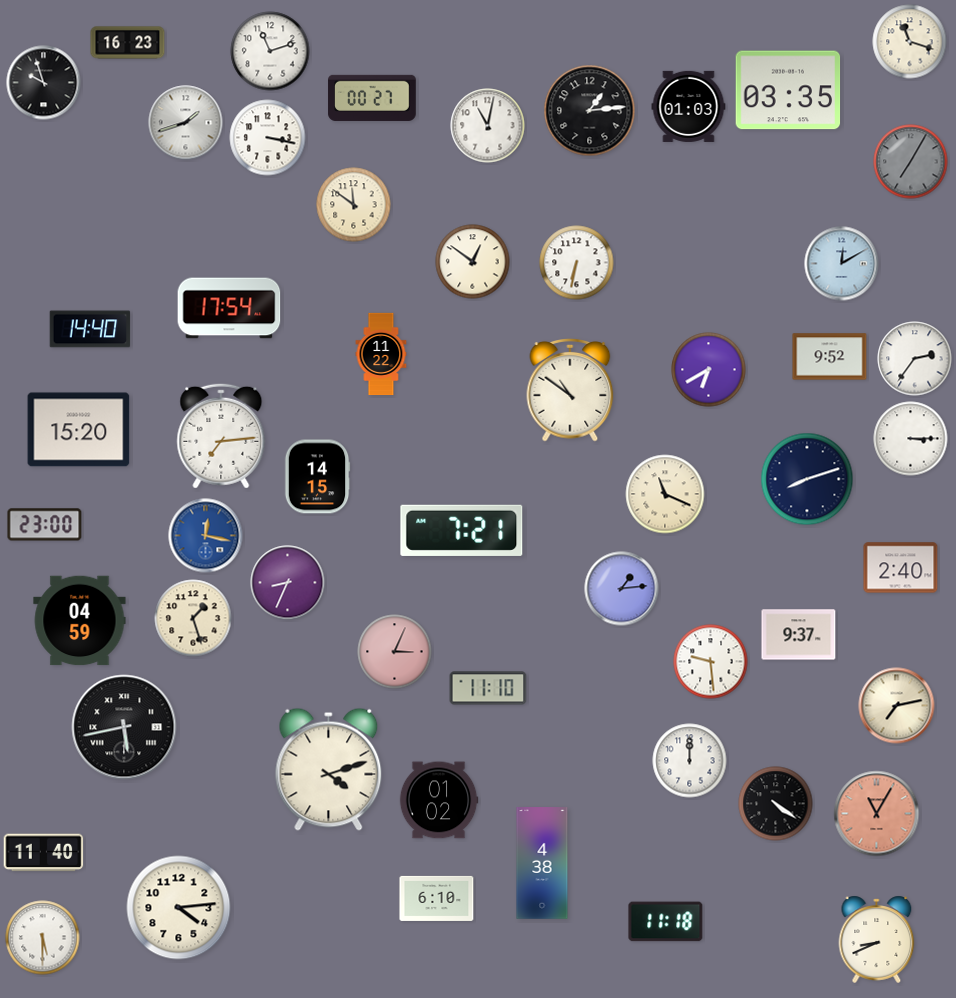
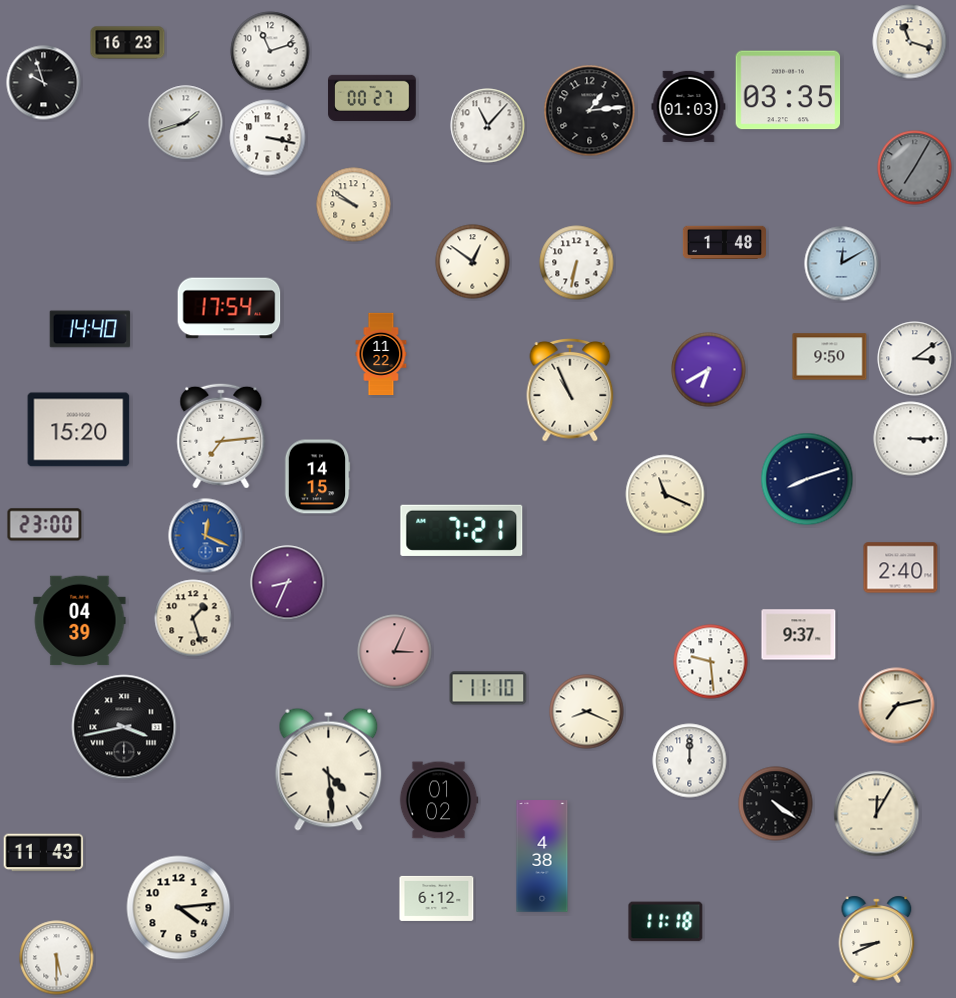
clock at (488, 126): 11:02 -> 11:07
clock at (911, 162) position: (911, 162) -> (915, 168)
clock at (354, 205): 11:51 -> 9:51
clock at (724, 242): none -> 1:48
clock at (830, 357): 9:52 -> 9:50
clock at (915, 359): 2:36 -> 3:09
clock at (570, 391): 10:51 -> 10:56
clock at (206, 536): 12:17 -> 12:19
clock at (622, 589): 1:14 -> none
clock at (80, 621): 04:59 -> 04:39
clock at (587, 712): none -> 8:19
clock at (124, 727): 5:43 -> 3:43
clock at (329, 769): 4:12 -> 4:29
clock at (877, 814): 11:05 -> 12:05
clock at (877, 814) dial: salmon -> cream
clock at (44, 853): 11:40 -> 11:43
clock at (542, 863) position: (542, 863) -> (542, 856)
clock at (437, 898): 6:10 -> 6:12
clock at (43, 938) position: (43, 938) -> (57, 958)
